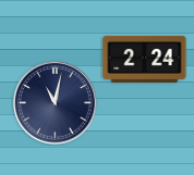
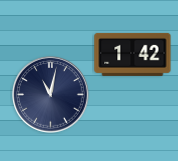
clock at (145, 59): 2:24 -> 1:42
